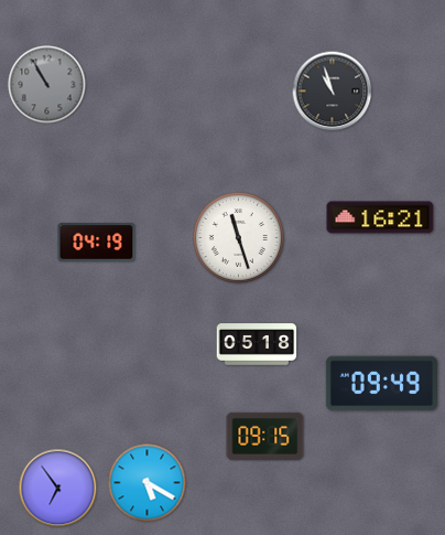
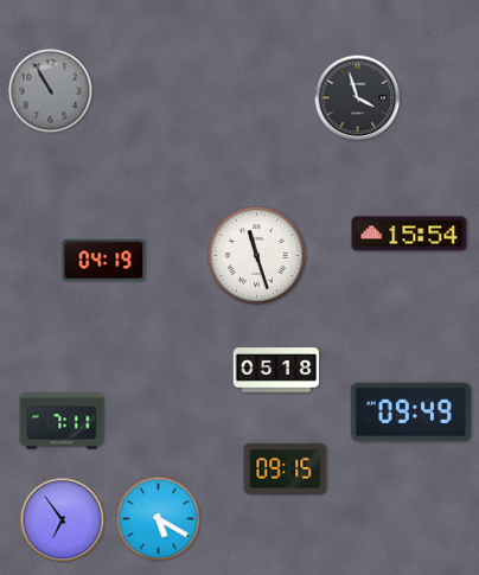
clock at (333, 92): 10:57 -> 3:57
clock at (380, 217): 16:21 -> 15:54
clock at (62, 421): none -> 7:11
clock at (58, 489) position: (58, 489) -> (63, 520)
